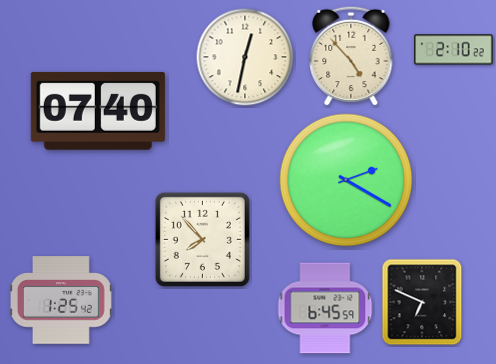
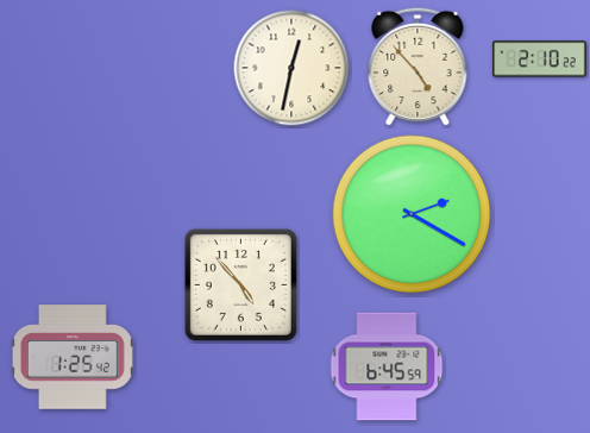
clock at (98, 111): 07:40 -> none
clock at (202, 239): 7:53 -> 4:53
clock at (422, 302): 6:49 -> none
